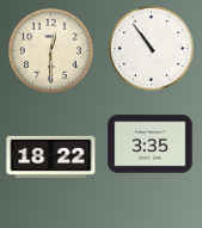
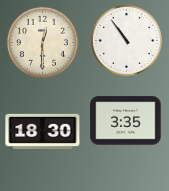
clock at (51, 156): 18:22 -> 18:30
